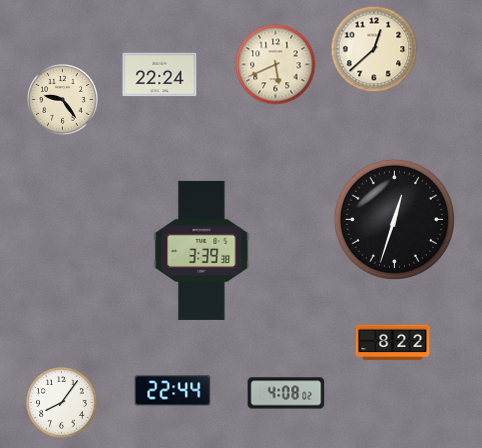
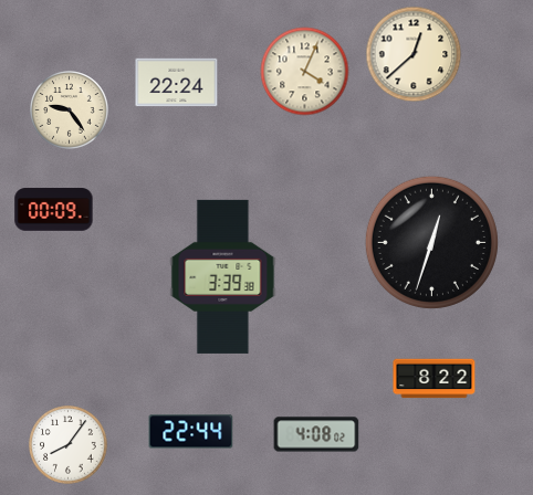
clock at (276, 65): 5:41 -> 4:04
clock at (54, 210): none -> 00:09
clock at (394, 219) position: (394, 219) -> (431, 242)
